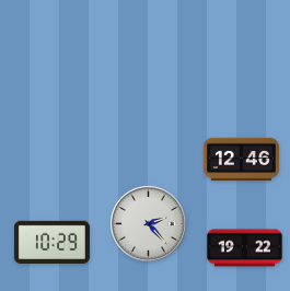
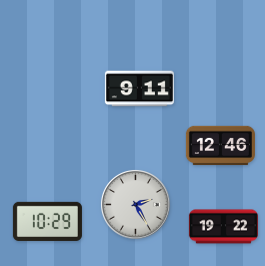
clock at (139, 89): none -> 9:11
clock at (148, 223): 2:23 -> 2:25
